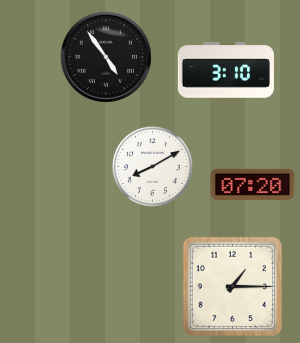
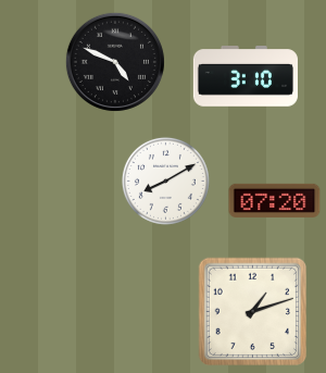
clock at (106, 57): 4:54 -> 4:49
clock at (232, 286): 1:15 -> 1:12
